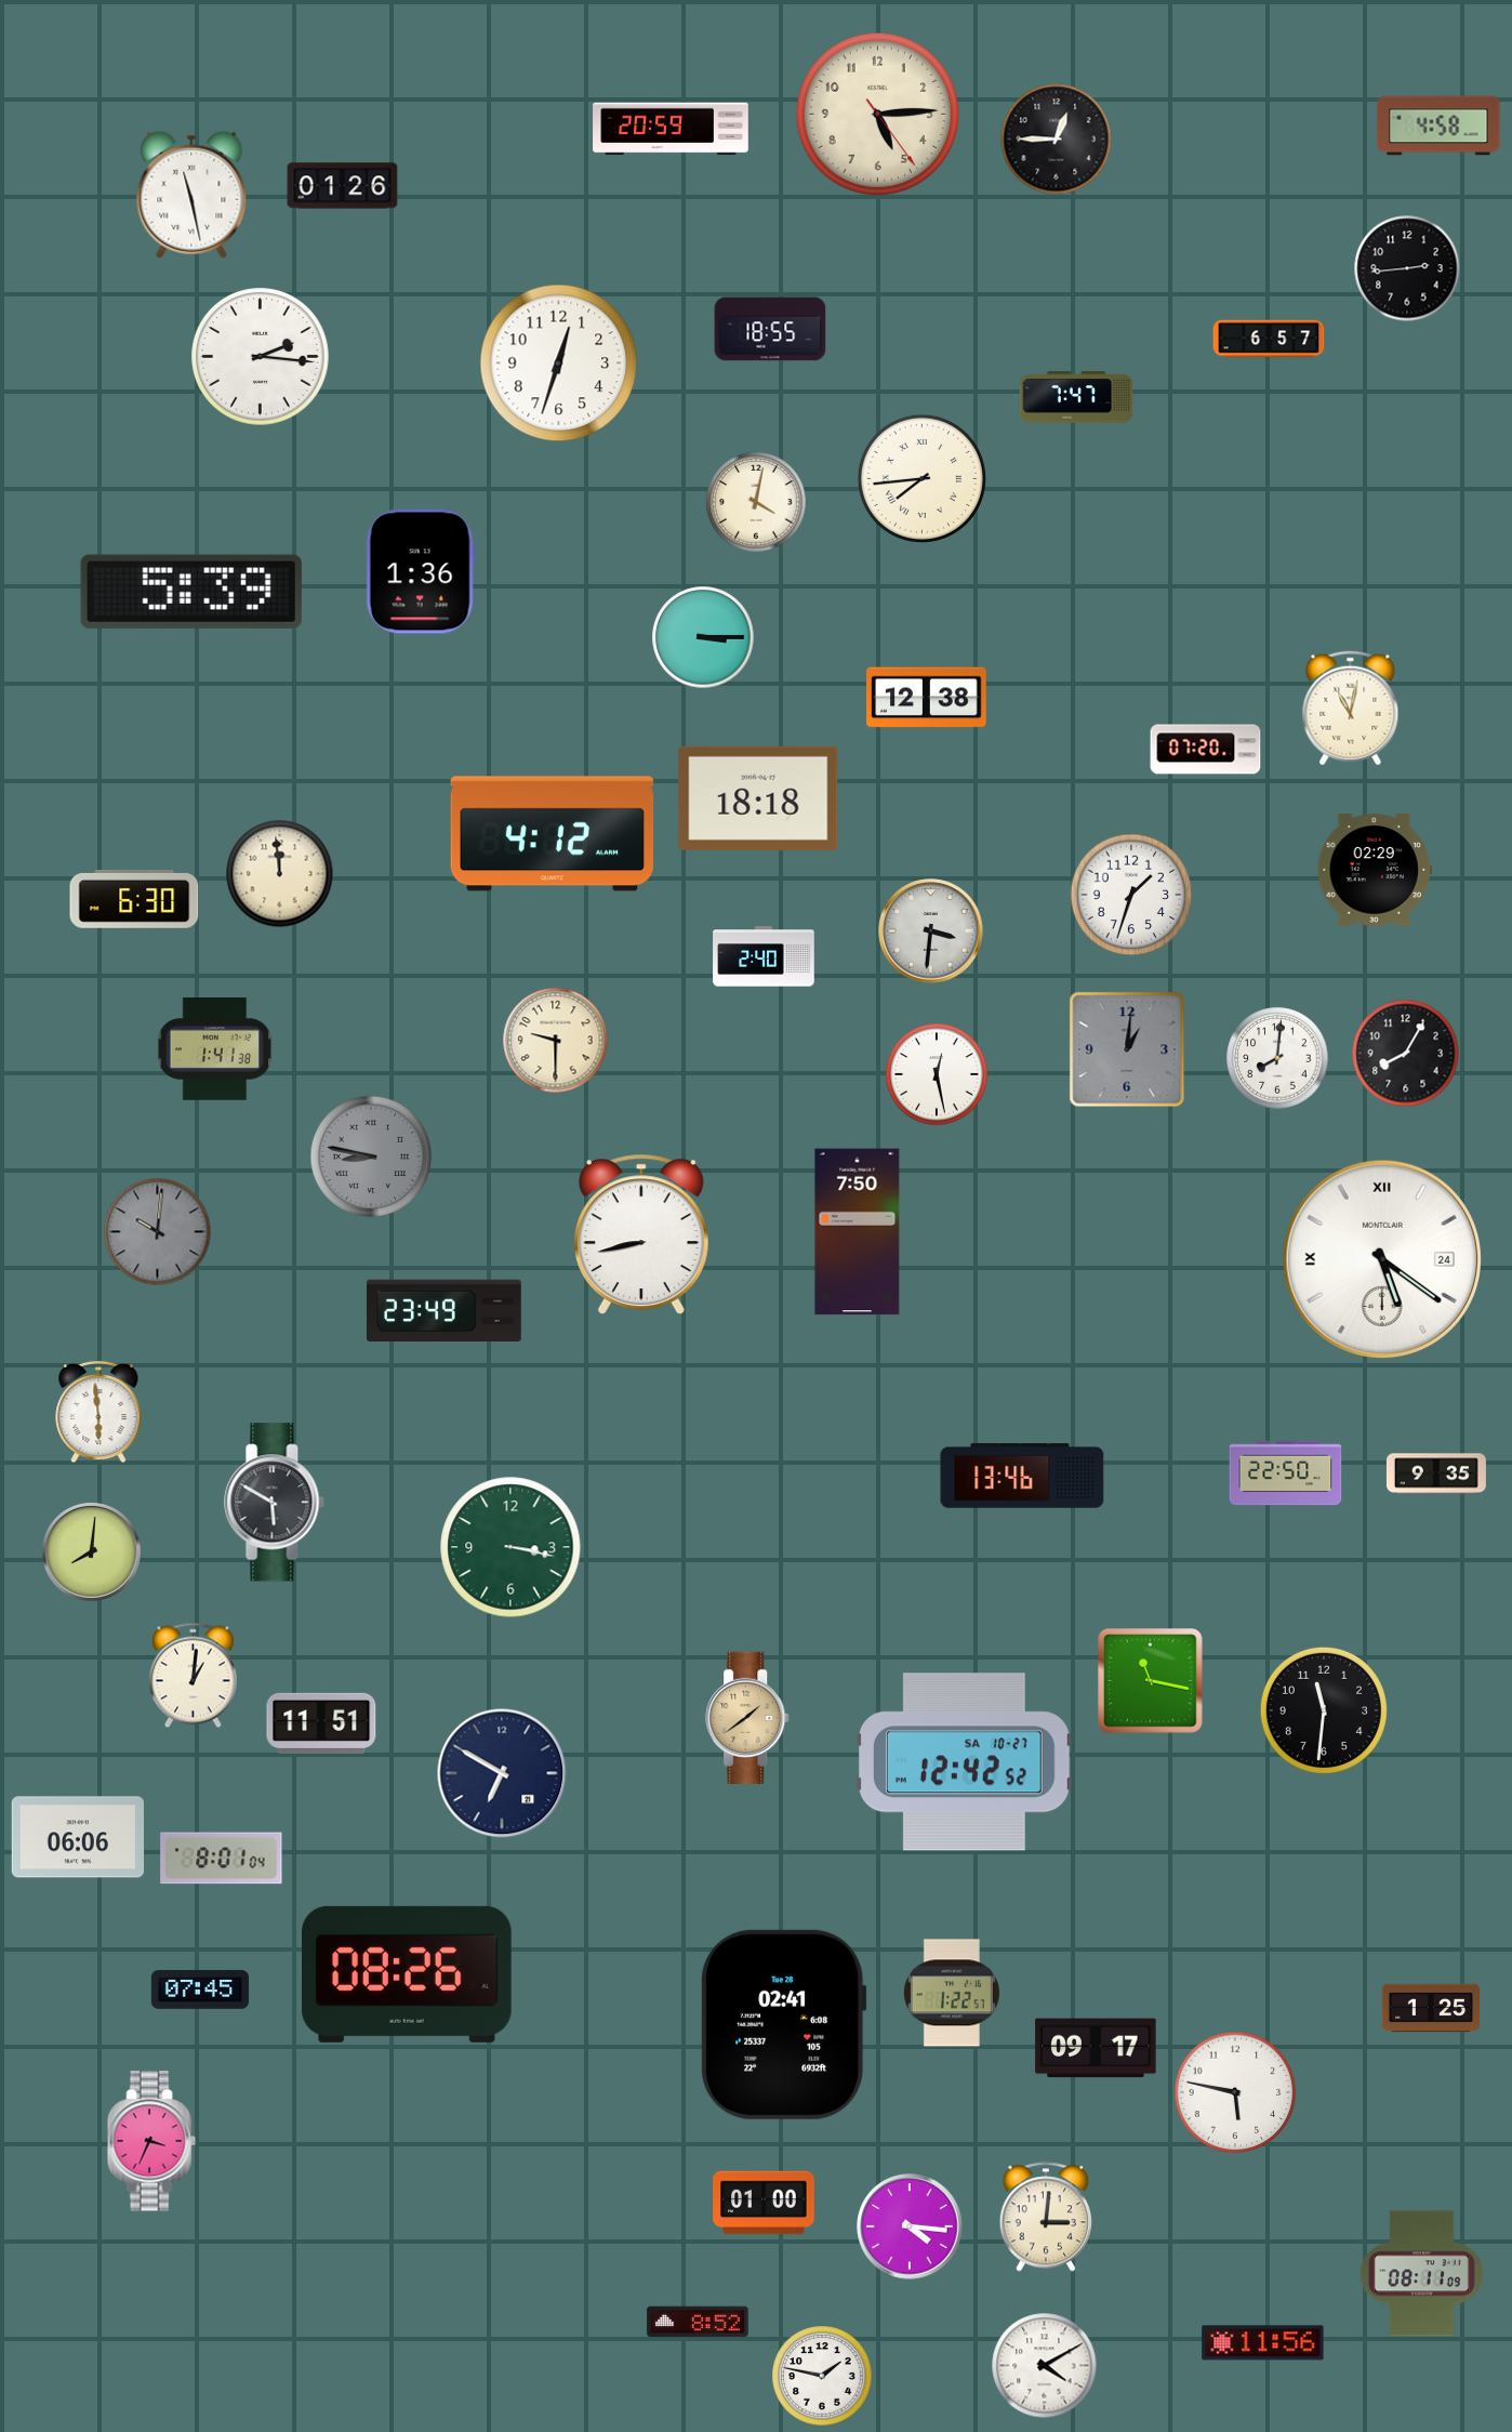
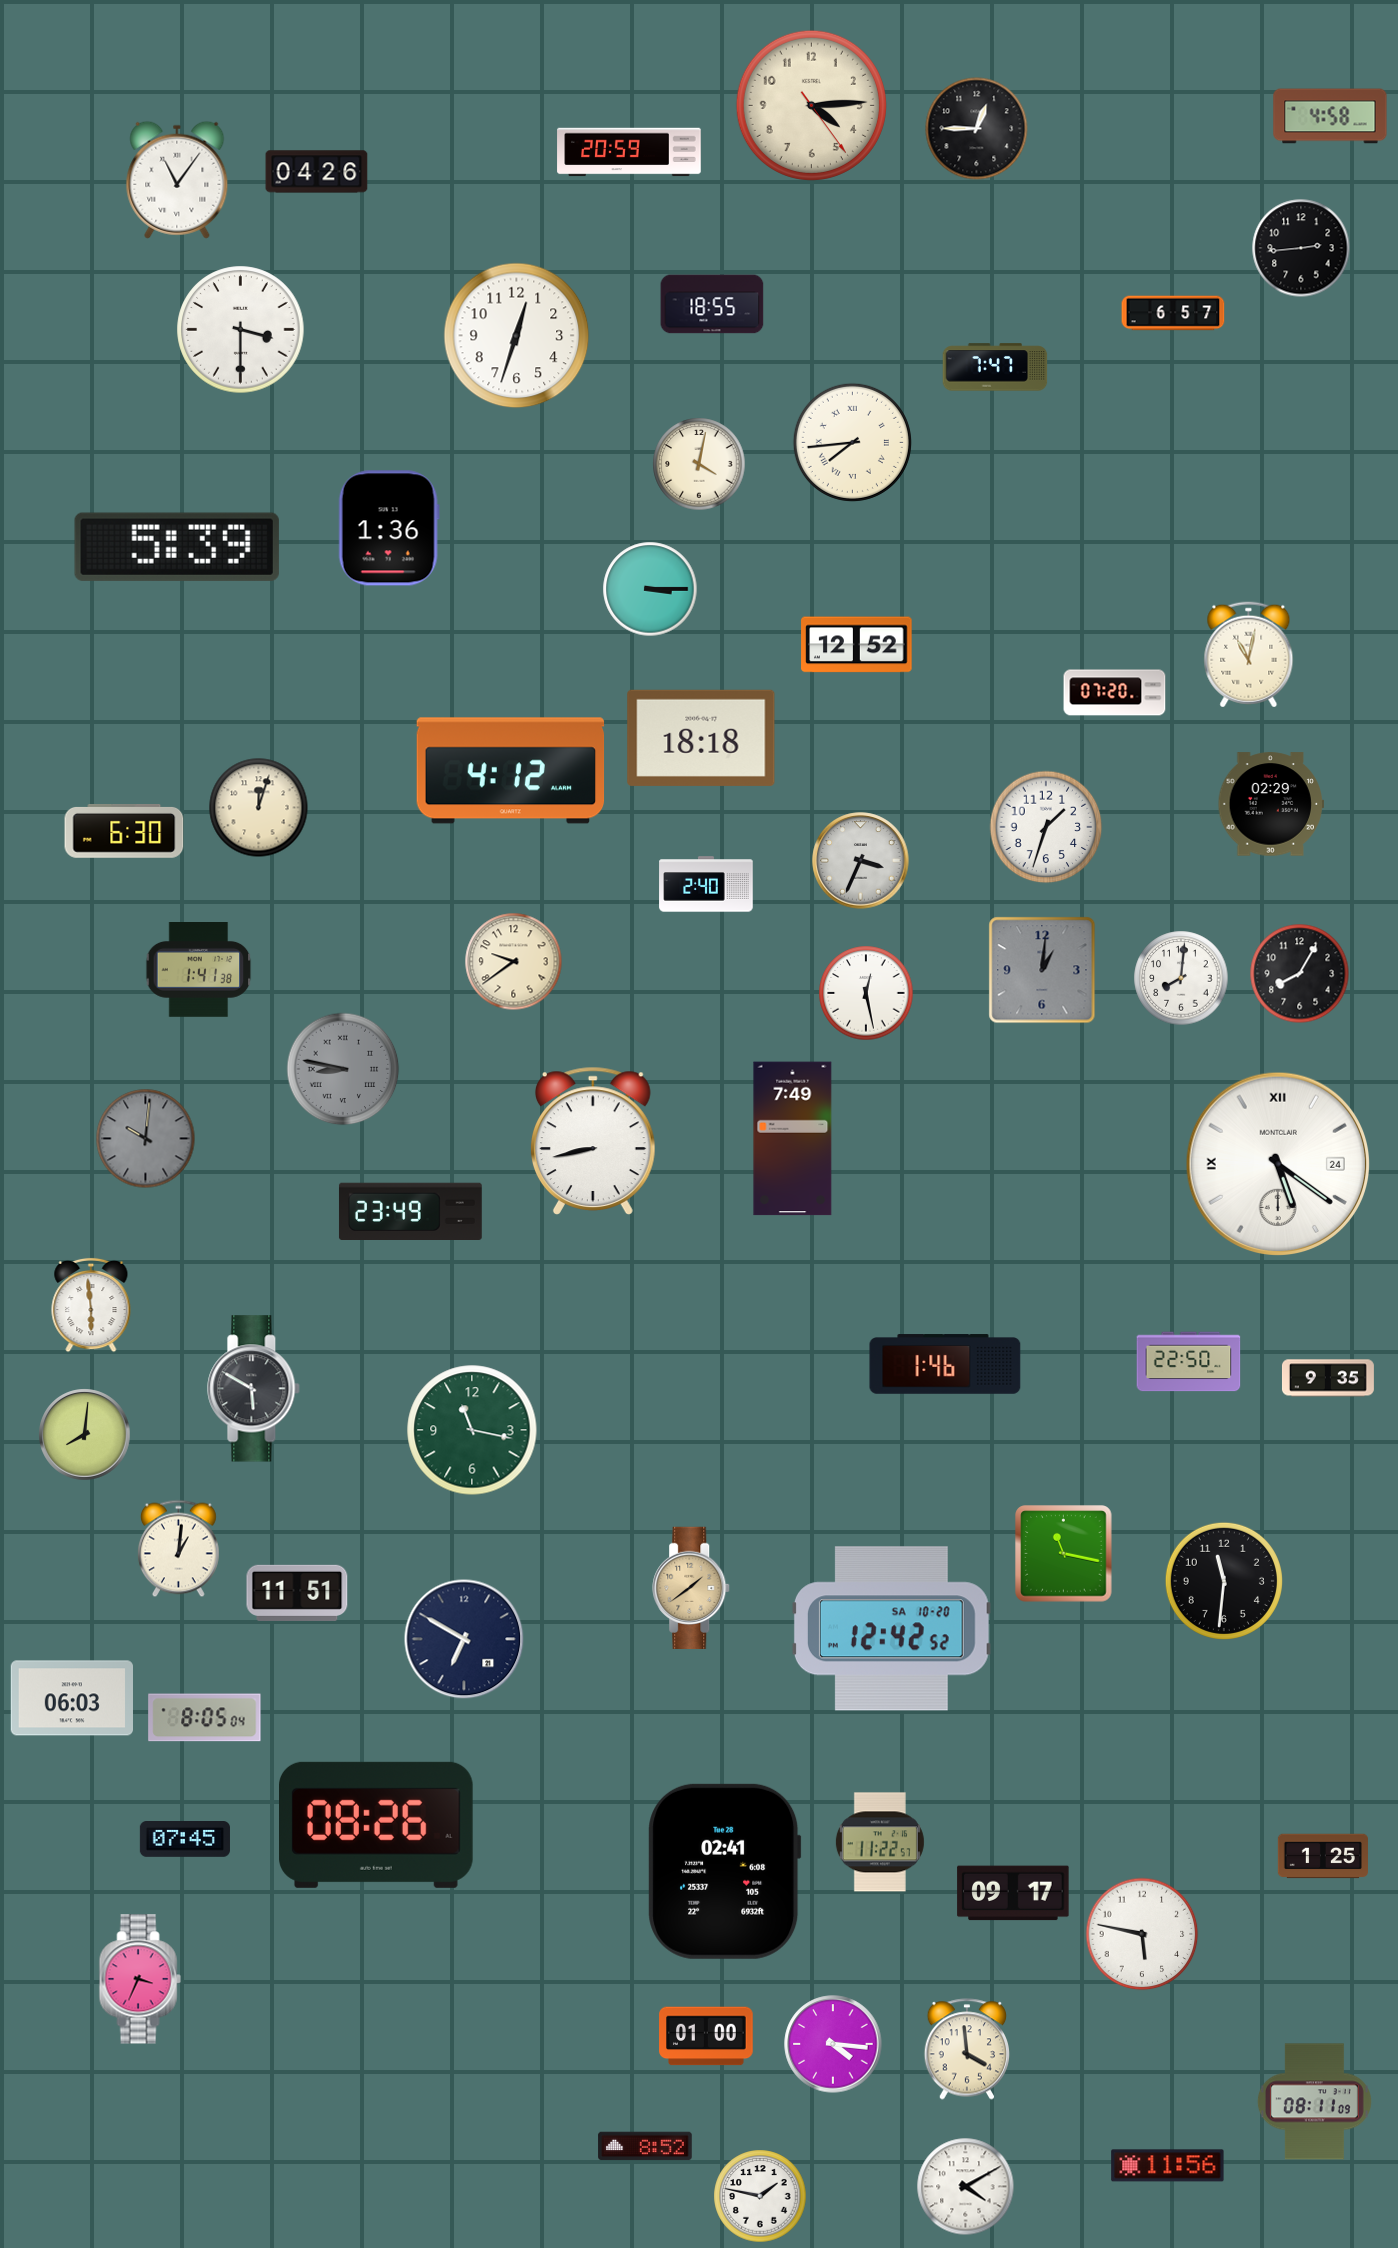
clock at (877, 114): 5:14 -> 4:14
clock at (671, 129) position: (671, 129) -> (629, 152)
clock at (343, 186): 01:26 -> 04:26
clock at (191, 195): 11:28 -> 11:06
clock at (261, 357): 2:16 -> 3:30
clock at (927, 698): 12:38 -> 12:52
clock at (280, 874): 11:59 -> 12:03
clock at (931, 931): 3:31 -> 3:34
clock at (556, 1041): 9:30 -> 9:39
clock at (858, 1232): 7:50 -> 7:49
clock at (1436, 1473) position: (1436, 1473) -> (1328, 1378)
clock at (1022, 1476): 13:46 -> 1:46
clock at (510, 1547): 3:17 -> 11:17
clock at (964, 1762) date: SA 10-27 -> SA 10-20
clock at (77, 1837): 06:06 -> 06:03
clock at (222, 1859): 8:01 -> 8:05
clock at (952, 1993): 1:22 -> 11:22
clock at (1046, 2217): 3:01 -> 3:59
clock at (910, 2226) position: (910, 2226) -> (833, 2044)
